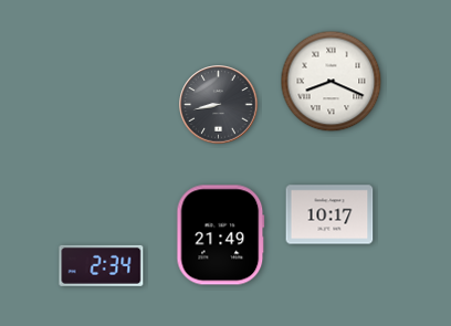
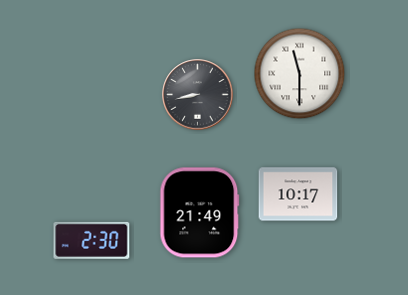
clock at (332, 82): 8:19 -> 11:30
clock at (102, 265): 2:34 -> 2:30
